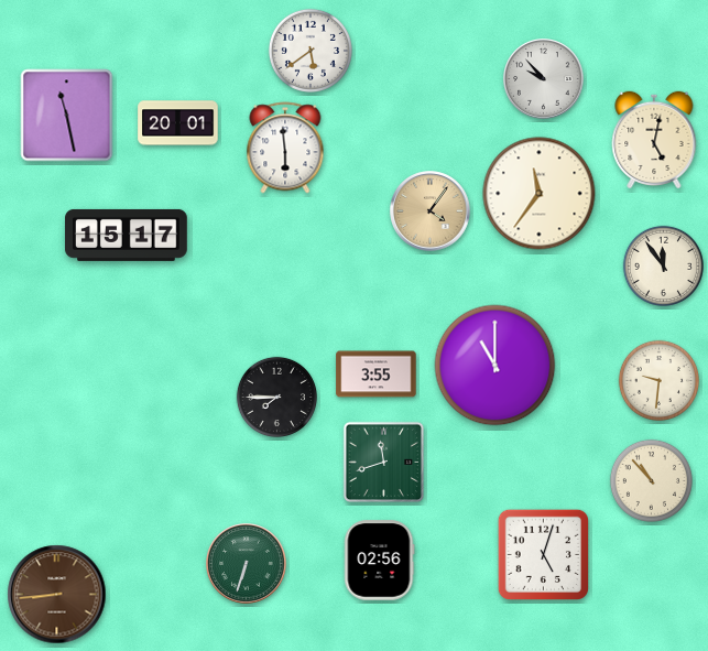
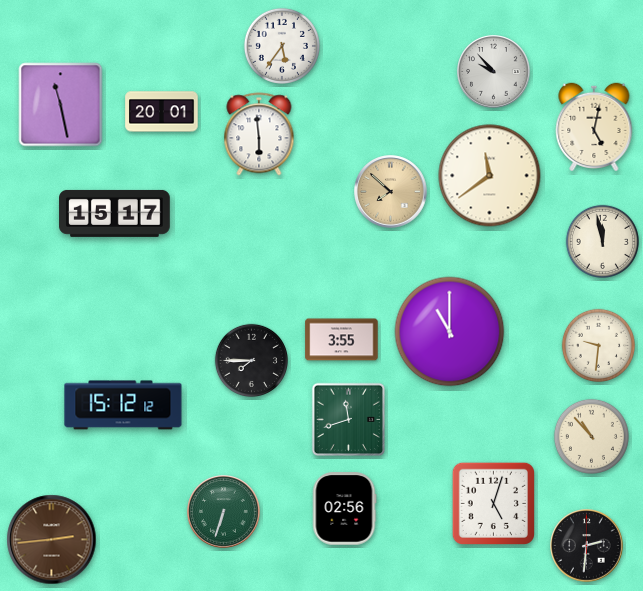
clock at (311, 51): 5:39 -> 5:36
clock at (540, 194): 11:36 -> 11:39
clock at (431, 211): 4:06 -> 7:52
clock at (663, 265): 11:54 -> 11:58
clock at (123, 405): none -> 15:12
clock at (57, 595): 8:44 -> 2:44
clock at (587, 546): none -> 2:31
